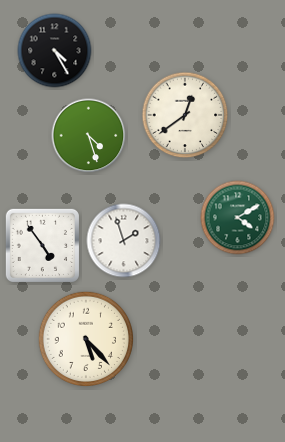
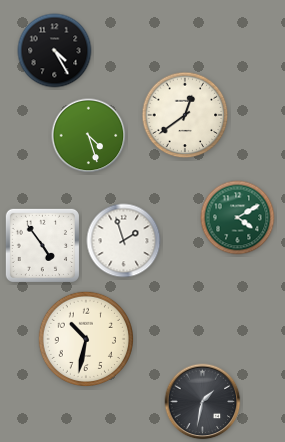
clock at (85, 338): 5:23 -> 10:32
clock at (203, 402): none -> 1:32
